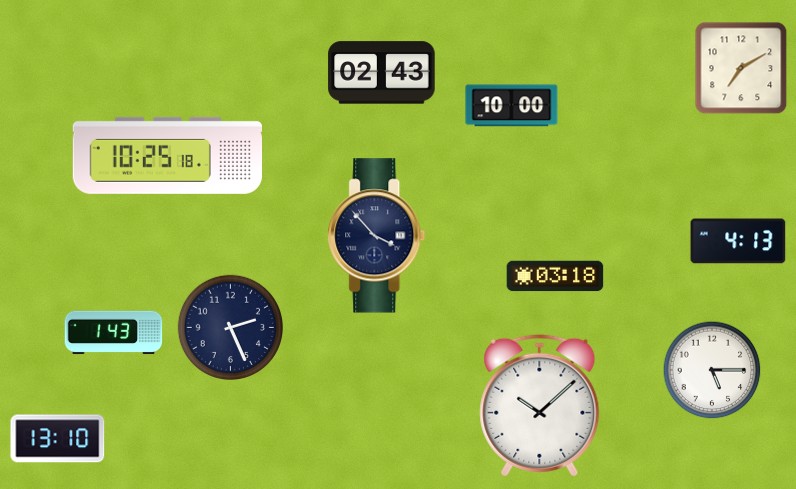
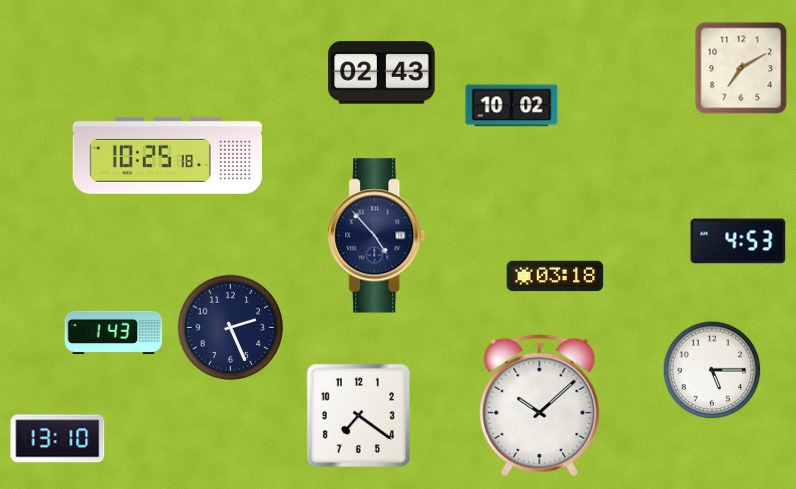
clock at (512, 106): 10:00 -> 10:02
clock at (377, 236): 3:53 -> 4:53
clock at (738, 241): 4:13 -> 4:53
clock at (358, 415): none -> 7:21
